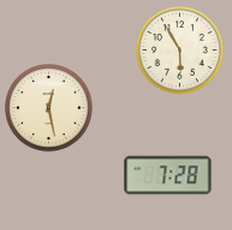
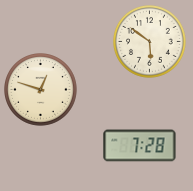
clock at (180, 51): 5:55 -> 5:51
clock at (49, 108): 12:28 -> 12:48
